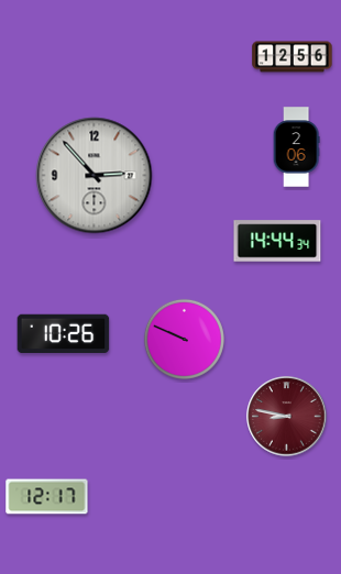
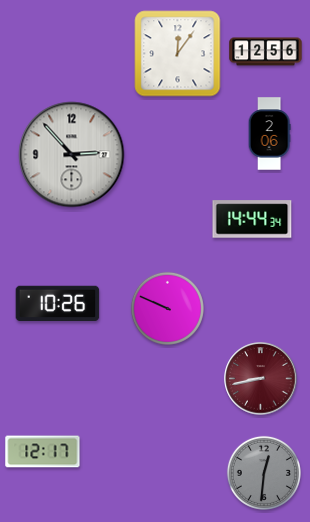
clock at (178, 54): none -> 12:06
clock at (95, 176) position: (95, 176) -> (72, 155)
clock at (287, 417): 8:47 -> 8:43
clock at (264, 473): none -> 12:31
